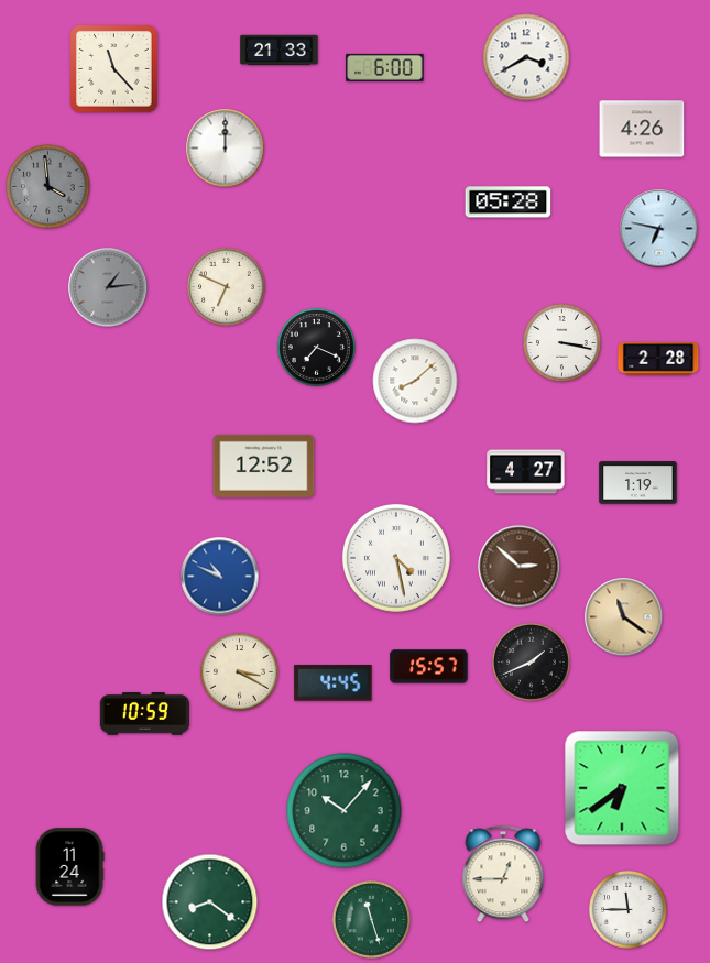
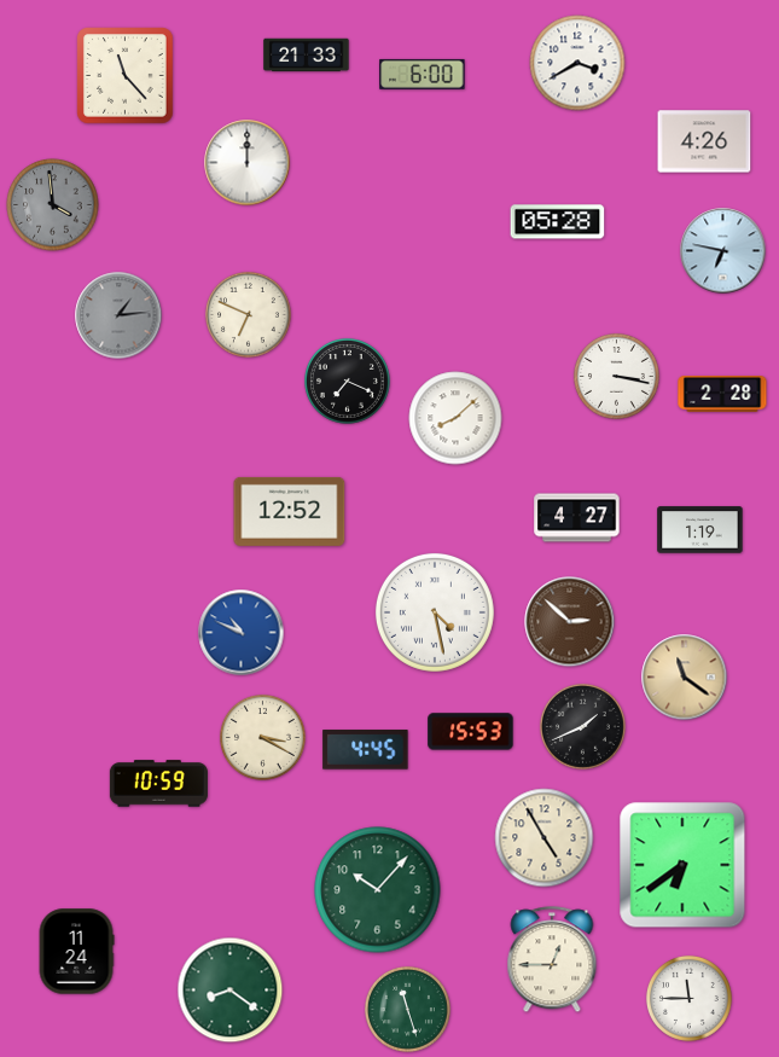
clock at (429, 667): 15:57 -> 15:53
clock at (545, 838): none -> 4:55
